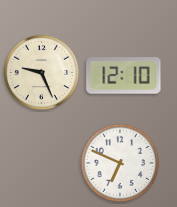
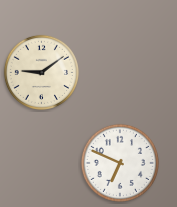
clock at (41, 72): 9:26 -> 9:09
clock at (124, 76): 12:10 -> none
